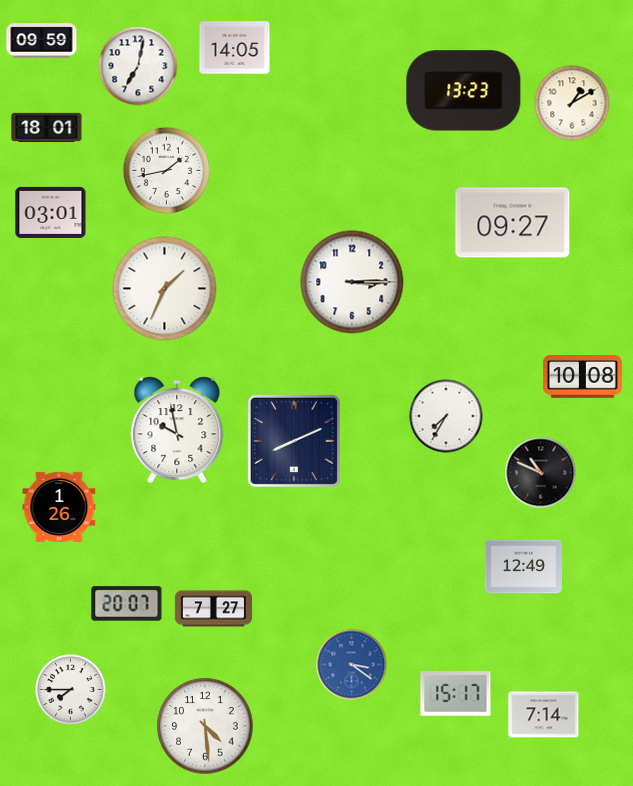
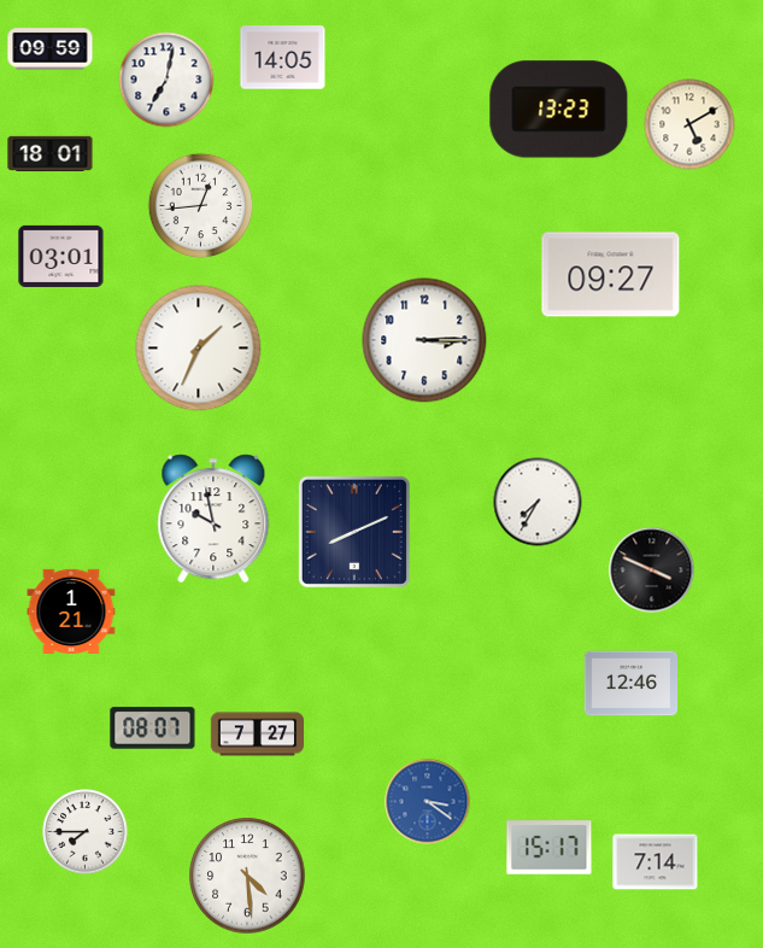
clock at (572, 103): 1:10 -> 5:10
clock at (47, 127) position: (47, 127) -> (51, 153)
clock at (167, 171): 1:43 -> 12:44
clock at (513, 223) position: (513, 223) -> (611, 275)
clock at (582, 377): 10:08 -> none
clock at (541, 473): 10:49 -> 3:49
clock at (59, 506): 1:26 -> 1:21
clock at (523, 567): 12:49 -> 12:46
clock at (127, 604): 20:07 -> 08:07
clock at (352, 665) position: (352, 665) -> (428, 802)
clock at (456, 694) position: (456, 694) -> (550, 848)
